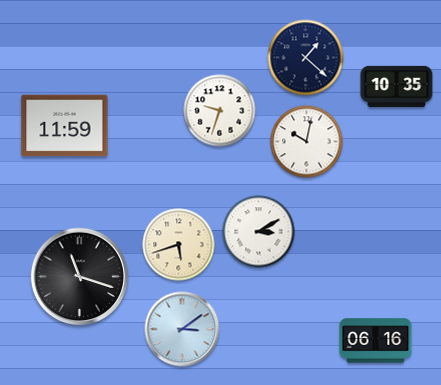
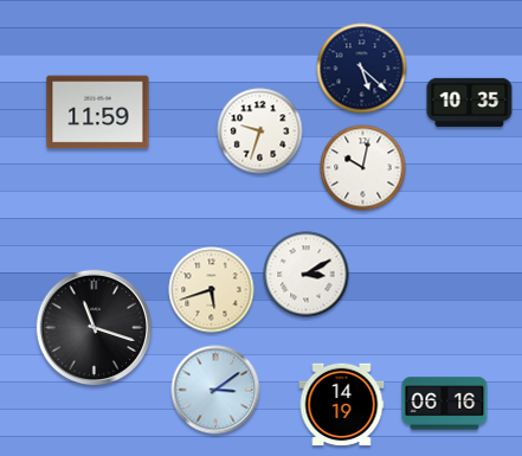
clock at (306, 58): 1:22 -> 5:22
clock at (65, 126) position: (65, 126) -> (98, 113)
clock at (342, 405): none -> 14:19
